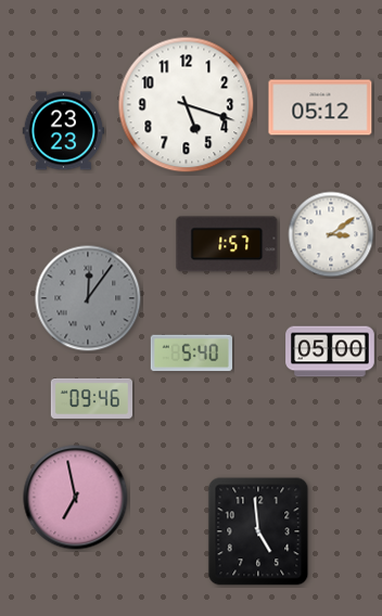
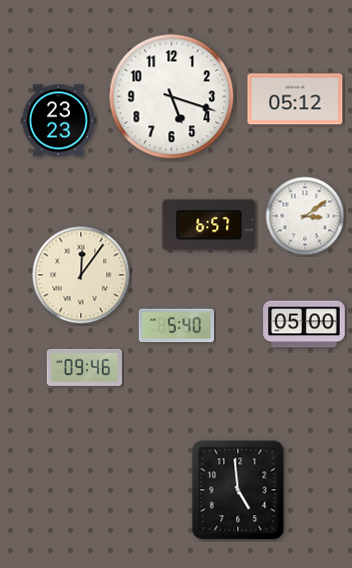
clock at (227, 244): 1:57 -> 6:57
clock at (88, 298) dial: grey -> cream
clock at (76, 498): 6:58 -> none
